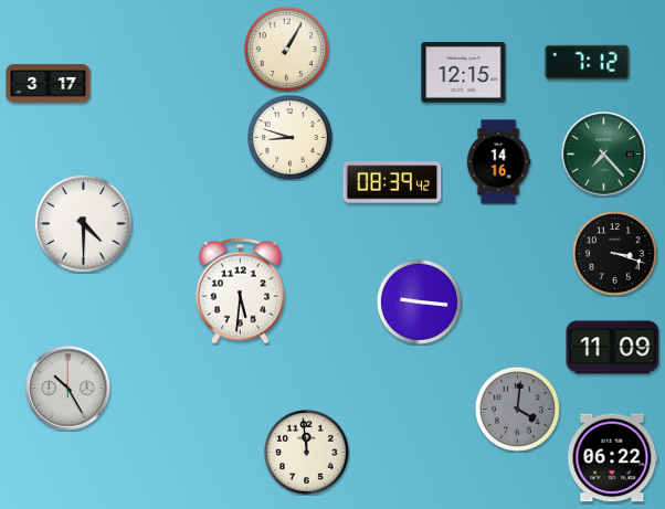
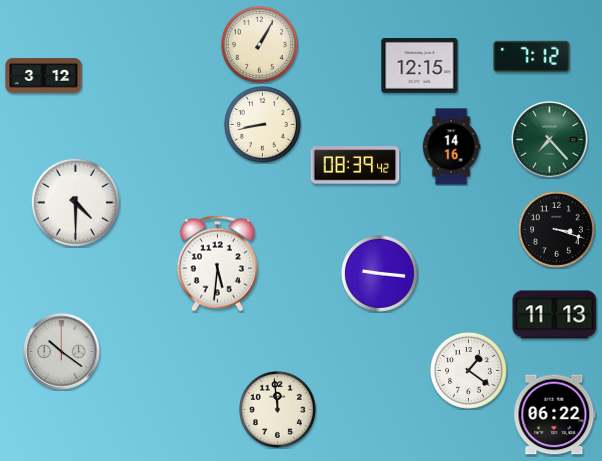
clock at (49, 84): 3:17 -> 3:12
clock at (291, 138): 8:48 -> 8:43
clock at (604, 155) position: (604, 155) -> (550, 140)
clock at (613, 348): 11:09 -> 11:13
clock at (68, 389): 10:25 -> 10:21
clock at (518, 410): 4:01 -> 1:21
clock at (518, 410) dial: grey -> white
